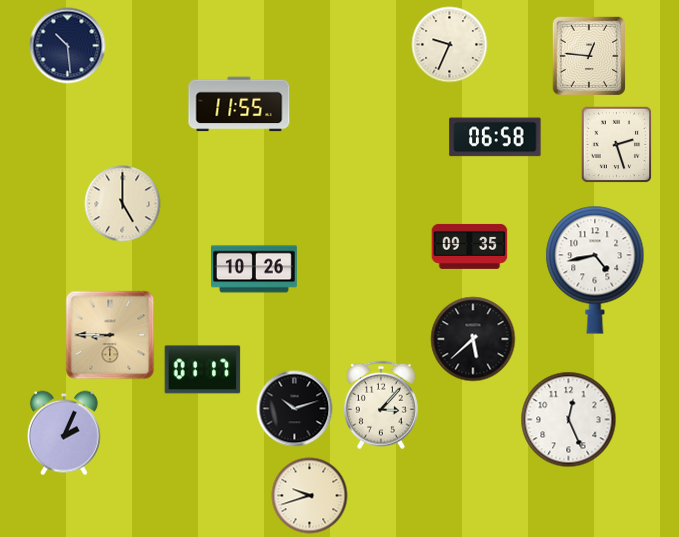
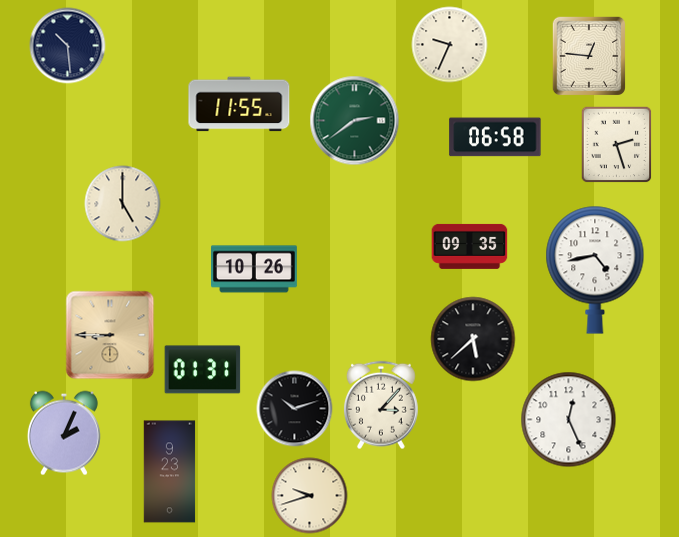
clock at (355, 121): none -> 2:39
clock at (203, 370): 01:17 -> 01:31
clock at (170, 472): none -> 9:23
